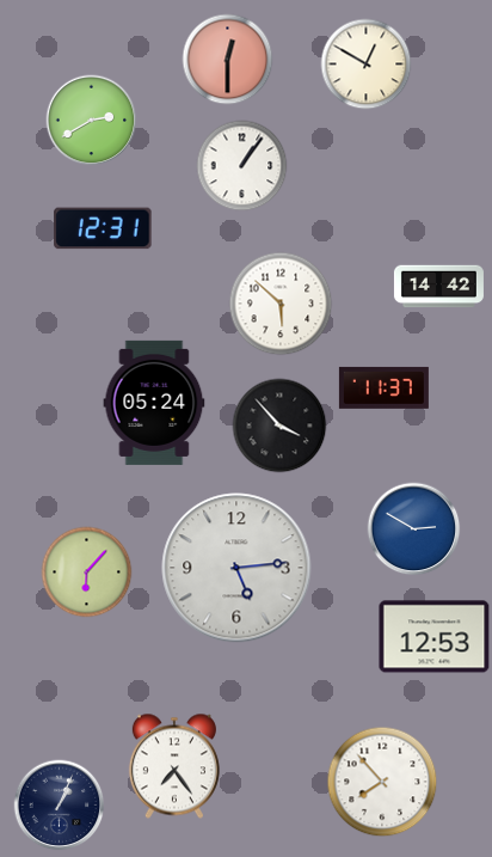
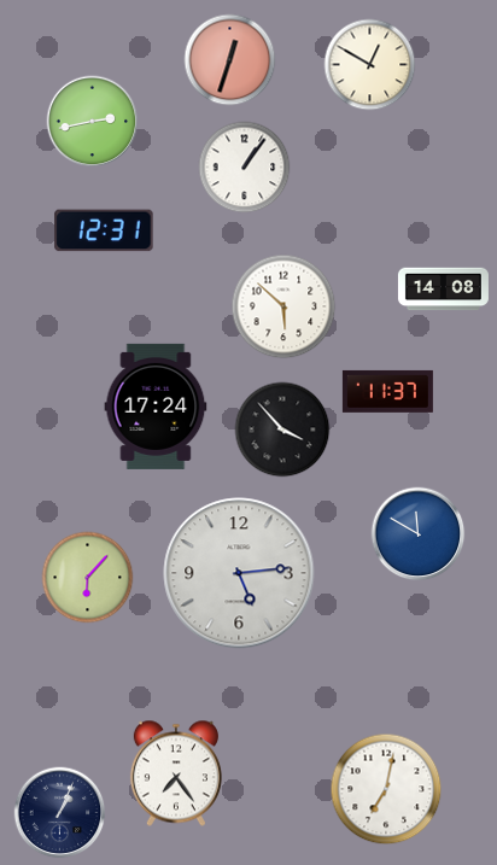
clock at (228, 60): 12:30 -> 12:33
clock at (92, 121): 2:40 -> 2:43
clock at (438, 287): 14:42 -> 14:08
clock at (154, 403): 05:24 -> 17:24
clock at (414, 529): 2:50 -> 11:50
clock at (435, 637): 12:53 -> none
clock at (382, 782): 7:53 -> 7:02
